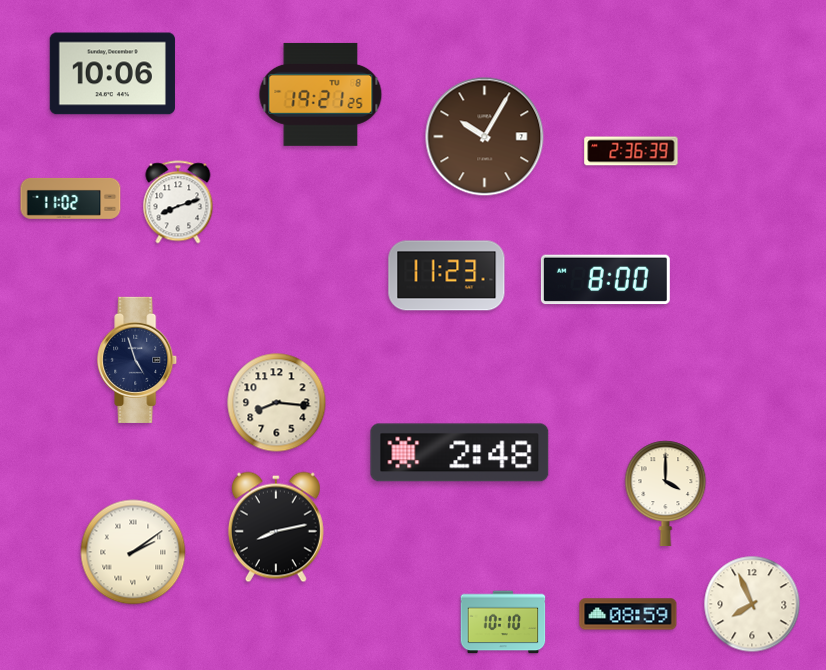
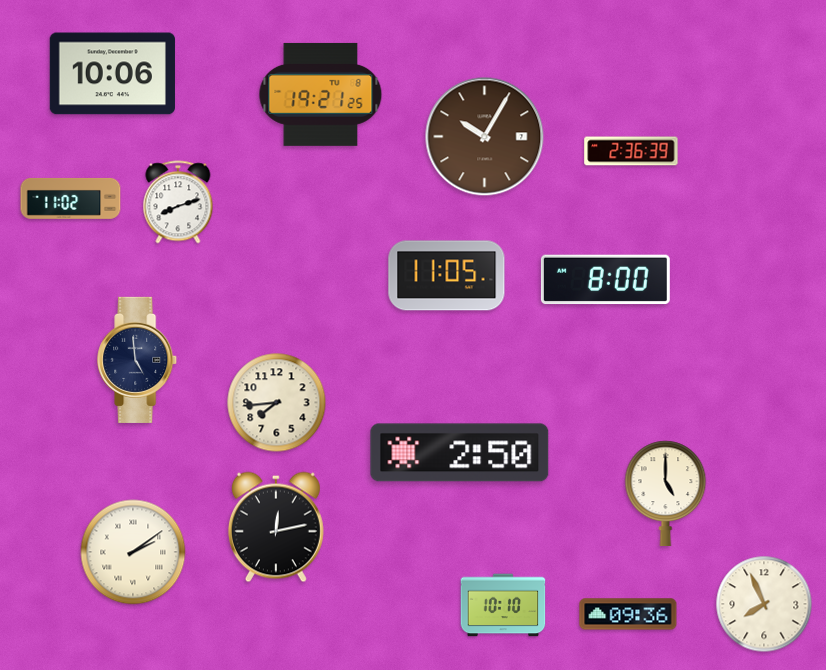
clock at (447, 276): 11:23 -> 11:05
clock at (138, 360): 4:57 -> 4:59
clock at (277, 403): 8:16 -> 7:44
clock at (460, 453): 2:48 -> 2:50
clock at (666, 493): 4:00 -> 5:00
clock at (276, 527): 8:13 -> 12:13
clock at (752, 604) position: (752, 604) -> (764, 604)
clock at (628, 614): 08:59 -> 09:36
clock at (503, 622) position: (503, 622) -> (503, 605)
